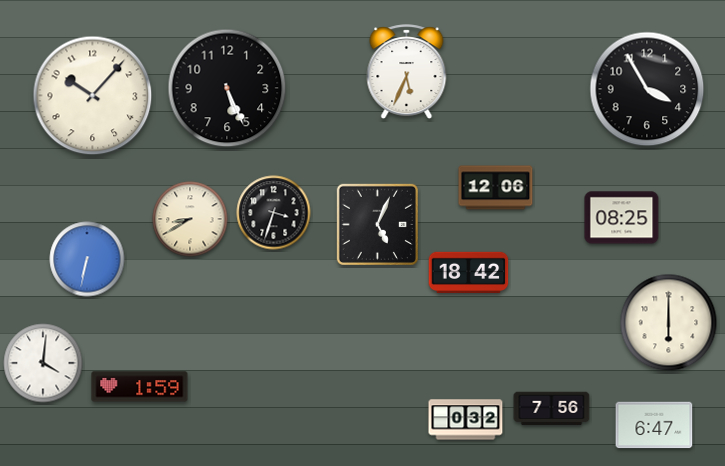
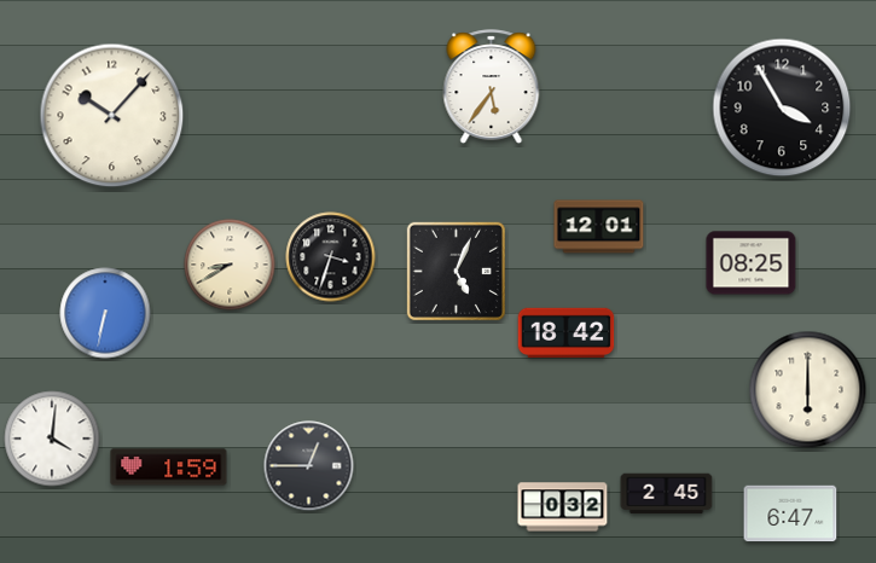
clock at (407, 72): 5:34 -> 5:36
clock at (227, 88): 5:26 -> none
clock at (496, 188): 12:06 -> 12:01
clock at (469, 272) position: (469, 272) -> (567, 332)
clock at (309, 466): none -> 12:45
clock at (552, 409): 7:56 -> 2:45
